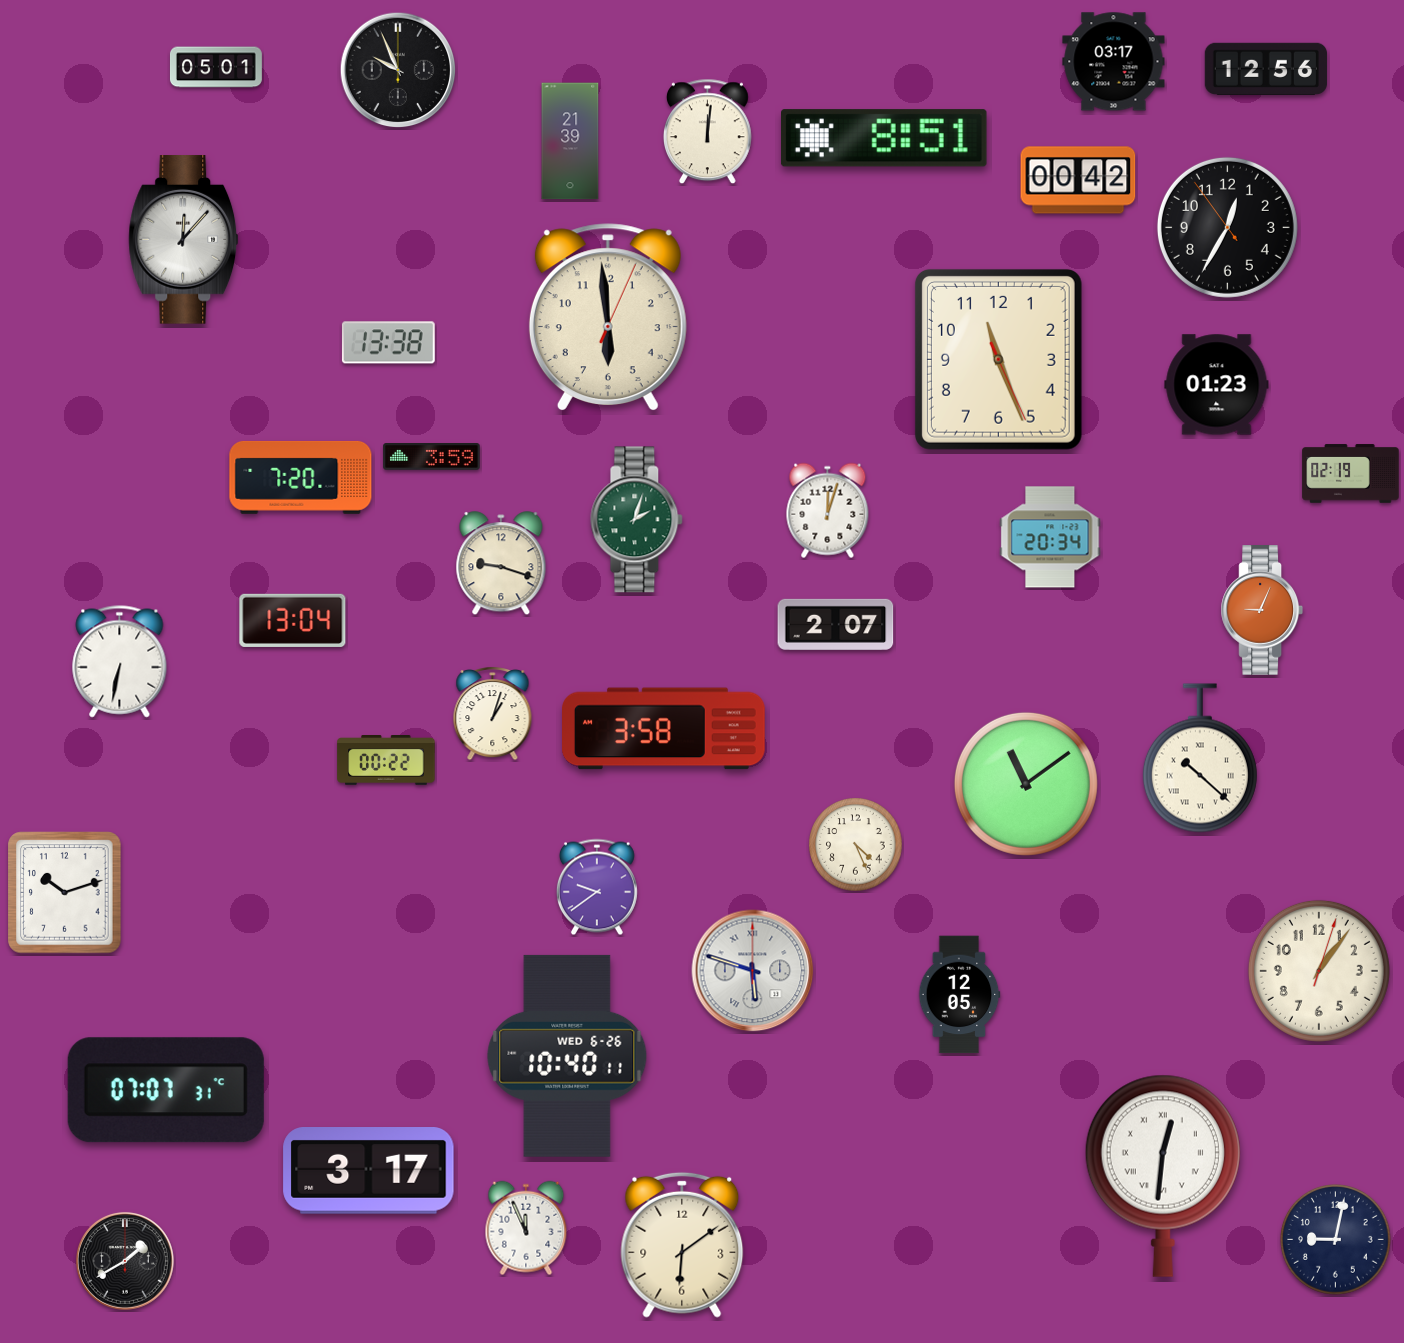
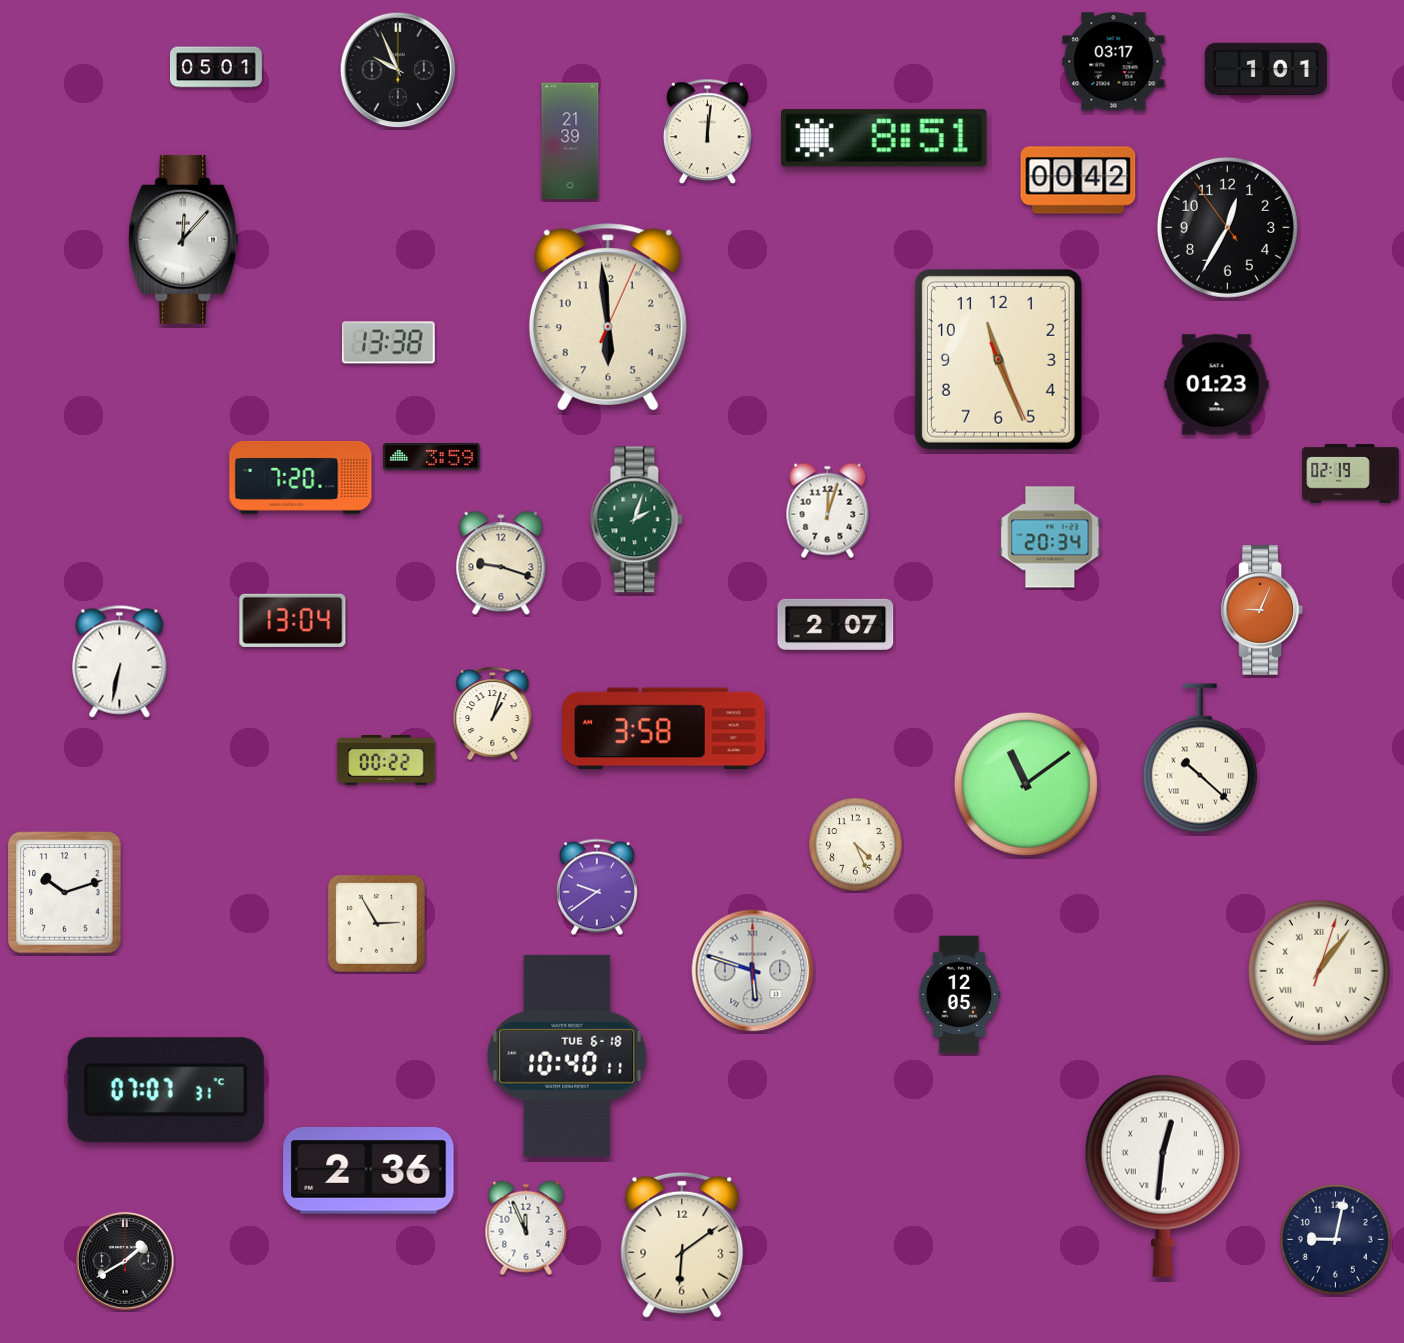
clock at (1266, 68): 12:56 -> 1:01
clock at (376, 923): none -> 2:55
clock at (1319, 971) numerals: Arabic -> Roman
clock at (567, 1056) date: WED 6-26 -> TUE 6-18
clock at (369, 1171): 3:17 -> 2:36
